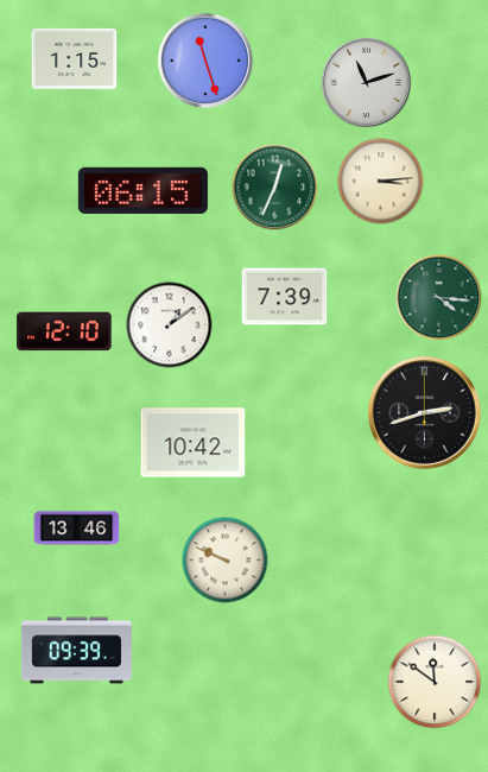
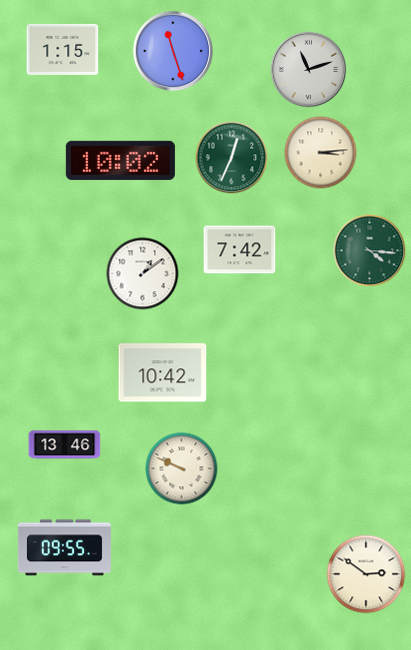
clock at (142, 190): 06:15 -> 10:02
clock at (285, 297): 7:39 -> 7:42
clock at (64, 331): 12:10 -> none
clock at (425, 413): 2:42 -> none
clock at (226, 561) position: (226, 561) -> (182, 469)
clock at (76, 651): 09:39 -> 09:55
clock at (435, 682): 11:51 -> 2:51
